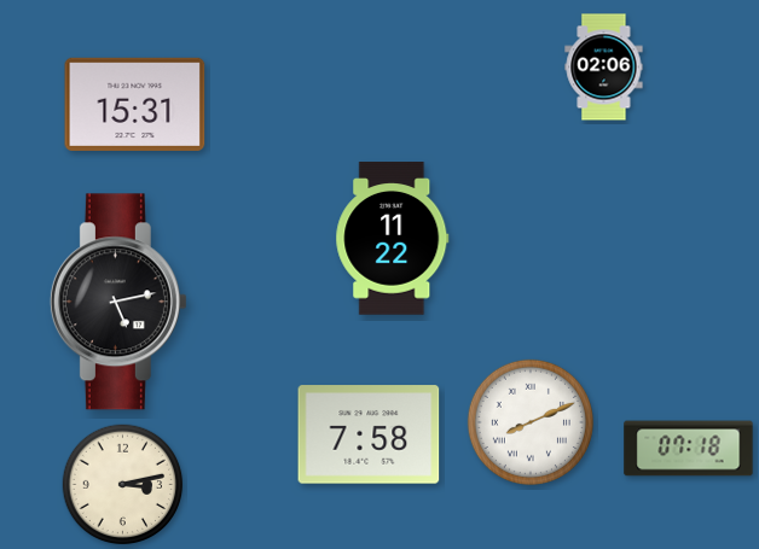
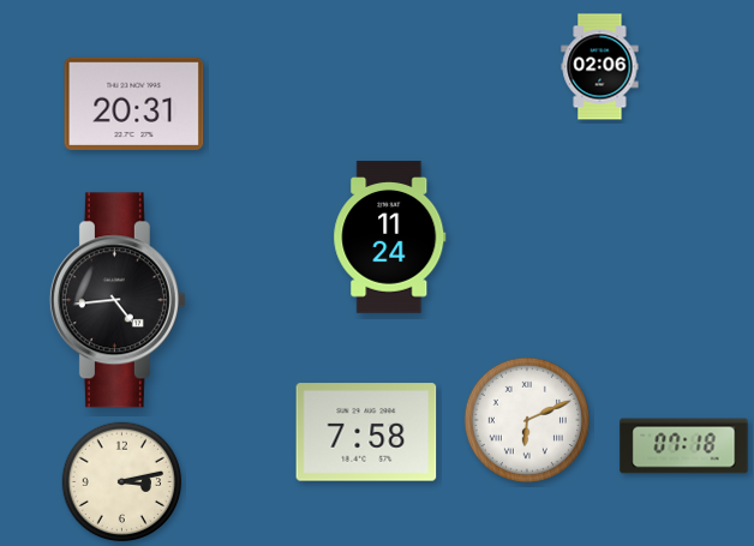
clock at (135, 104): 15:31 -> 20:31
clock at (393, 239): 11:22 -> 11:24
clock at (118, 302): 5:13 -> 4:44
clock at (531, 422): 8:11 -> 6:11
